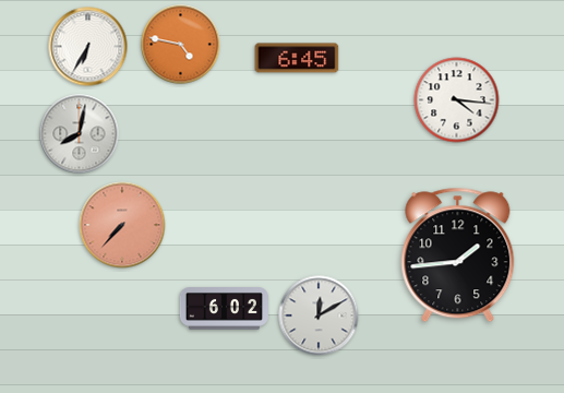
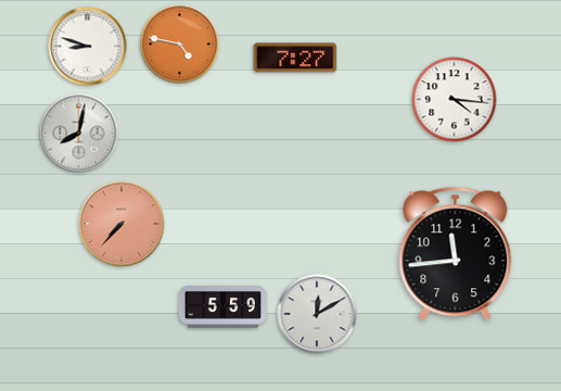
clock at (88, 47): 6:35 -> 8:48
clock at (297, 58): 6:45 -> 7:27
clock at (458, 255): 1:44 -> 11:44
clock at (224, 309): 6:02 -> 5:59
